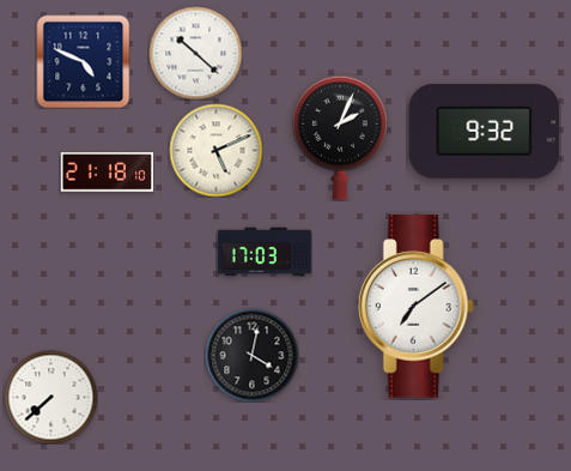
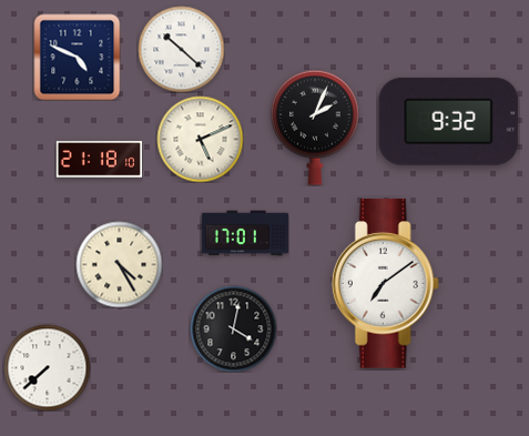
clock at (265, 252): 17:03 -> 17:01
clock at (119, 264): none -> 4:25
